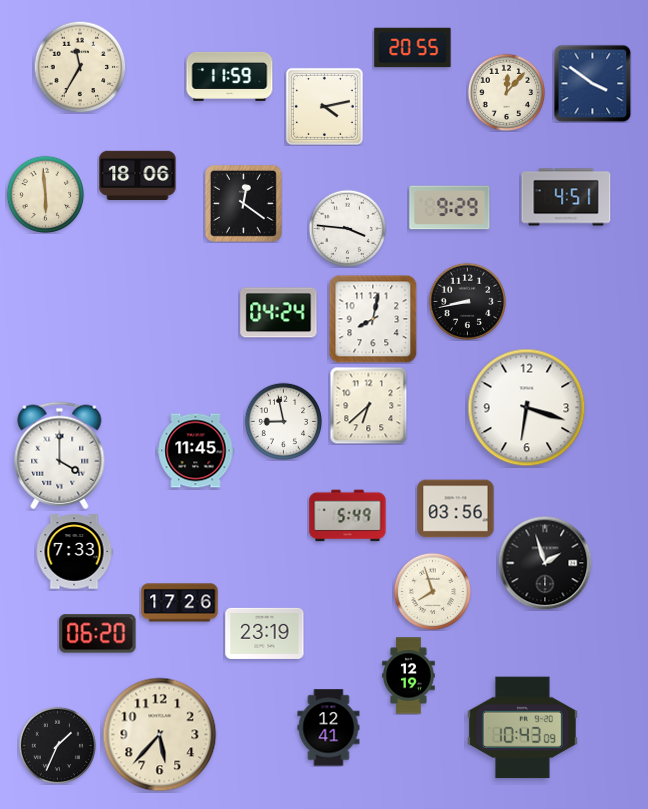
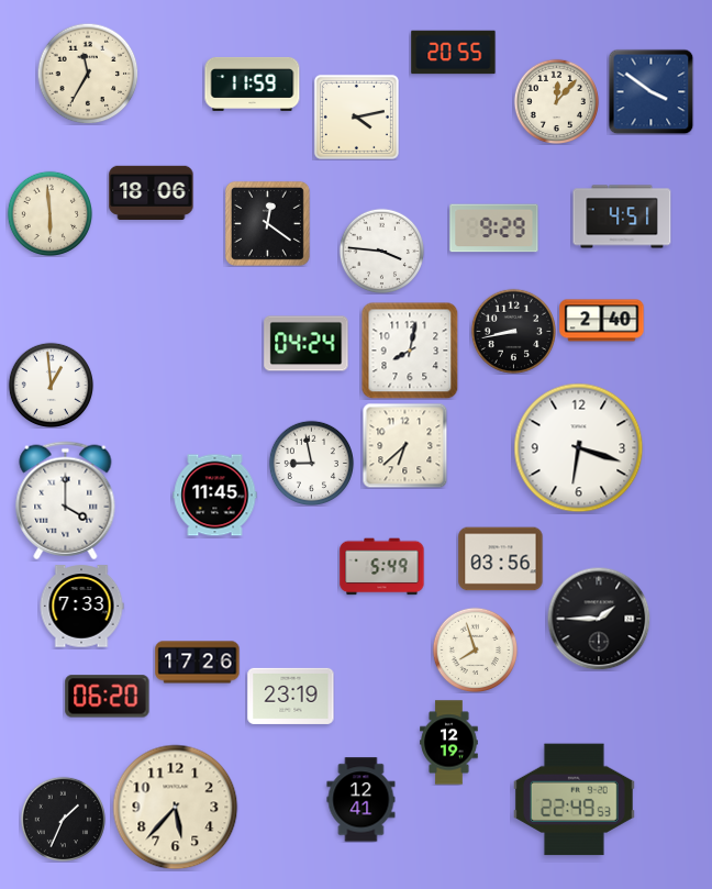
clock at (602, 321): none -> 2:40
clock at (51, 385): none -> 12:59
clock at (545, 563): 1:57 -> 1:45
clock at (522, 728): 10:43 -> 22:49
